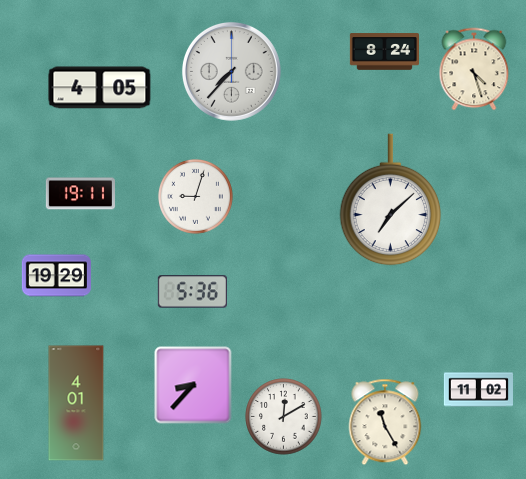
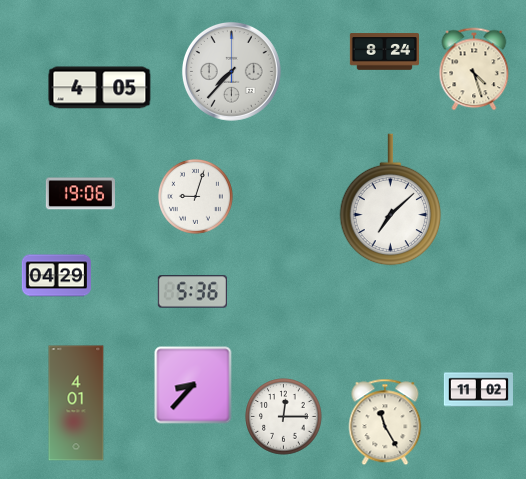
clock at (80, 194): 19:11 -> 19:06
clock at (56, 276): 19:29 -> 04:29
clock at (284, 417): 12:10 -> 12:15
